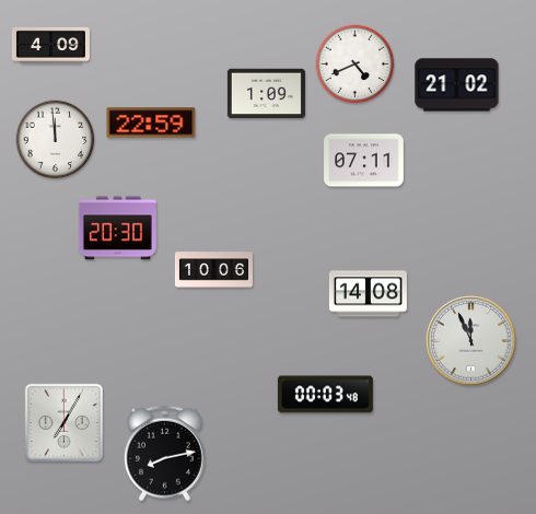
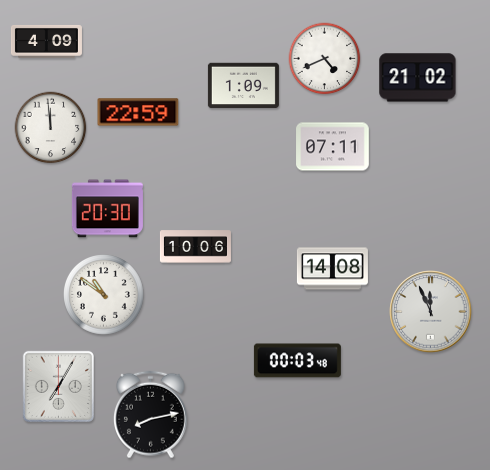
clock at (368, 294) position: (368, 294) -> (332, 269)
clock at (104, 295): none -> 10:51
